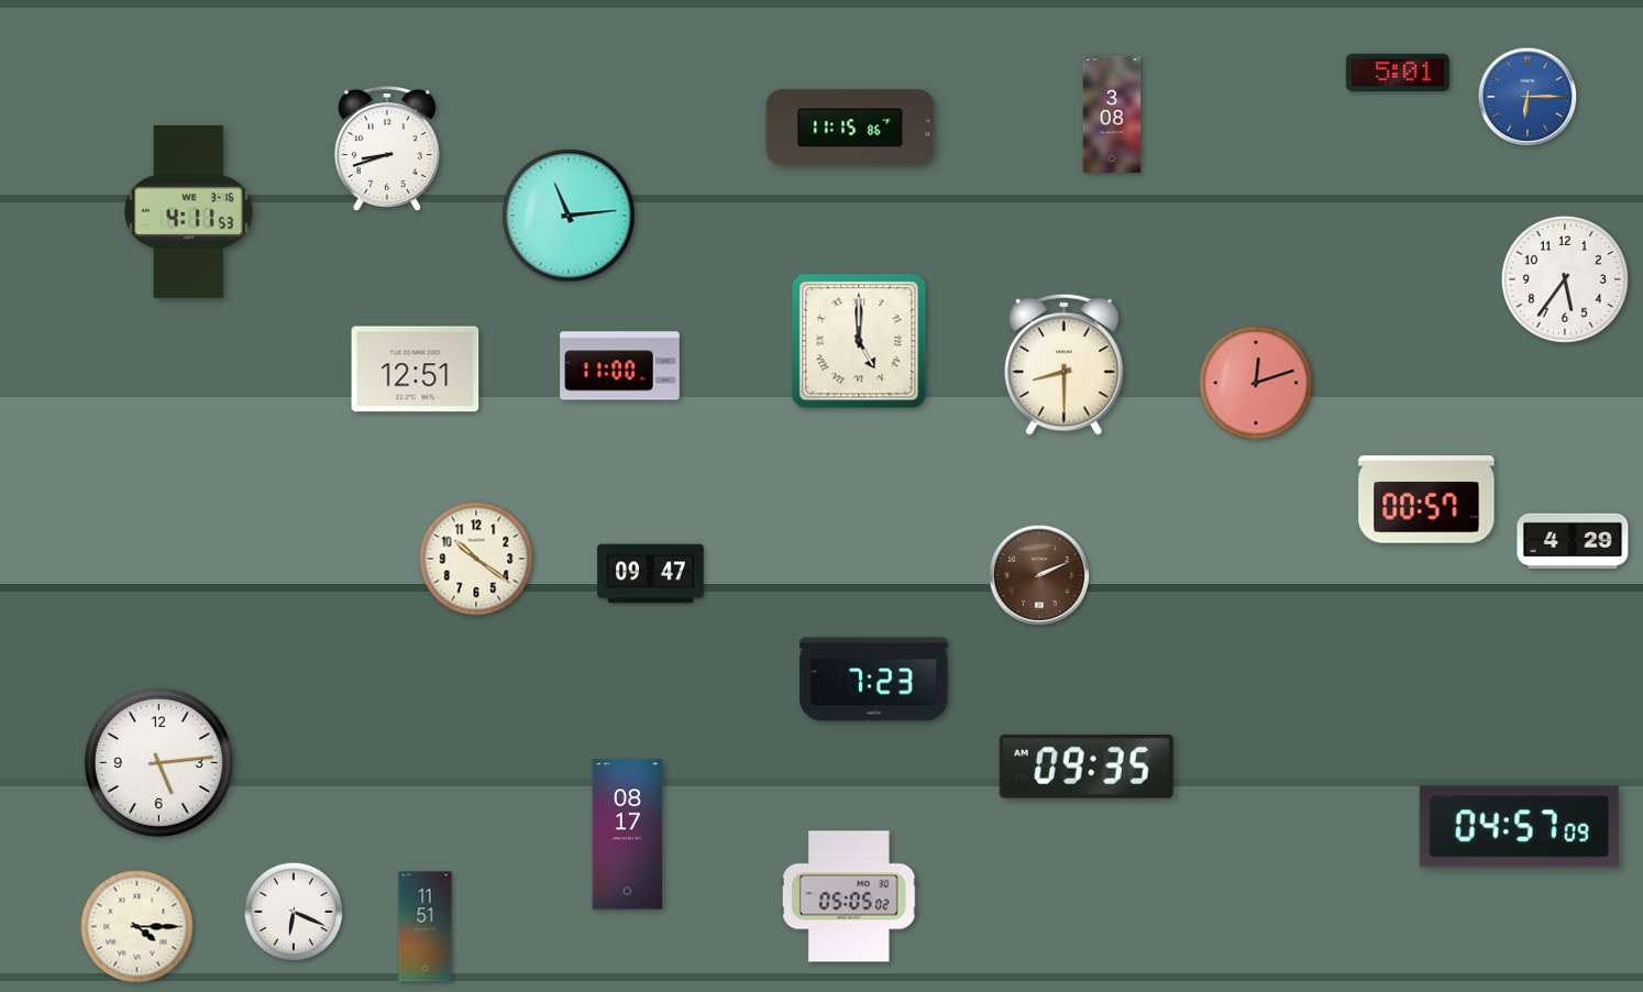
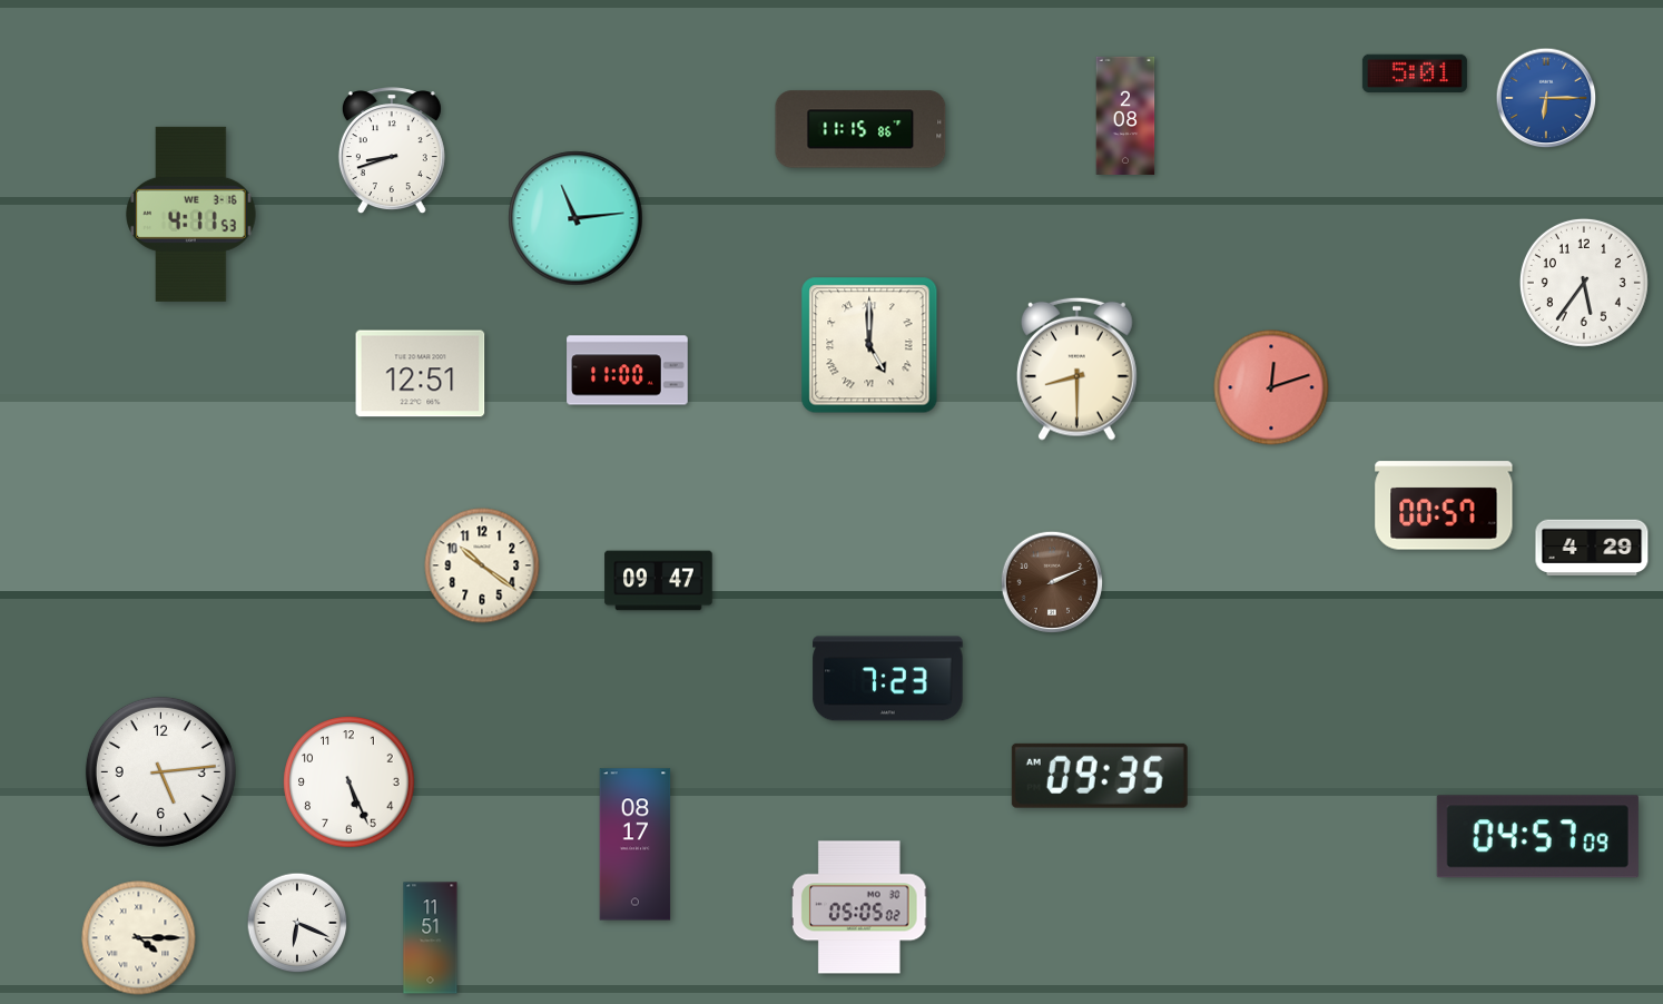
clock at (1112, 114): 3:08 -> 2:08
clock at (874, 680) position: (874, 680) -> (888, 679)
clock at (350, 782): none -> 5:26
